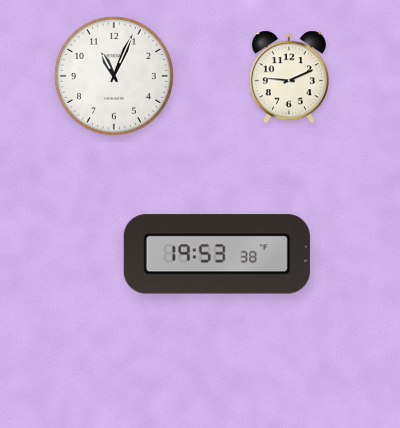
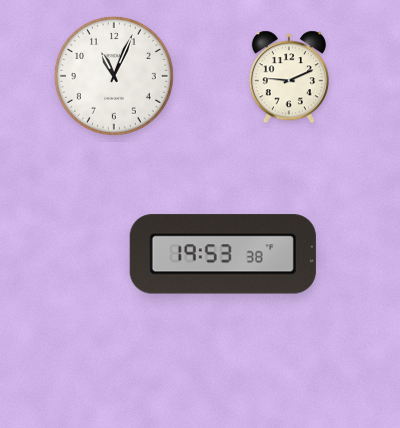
clock at (217, 254) position: (217, 254) -> (223, 254)
